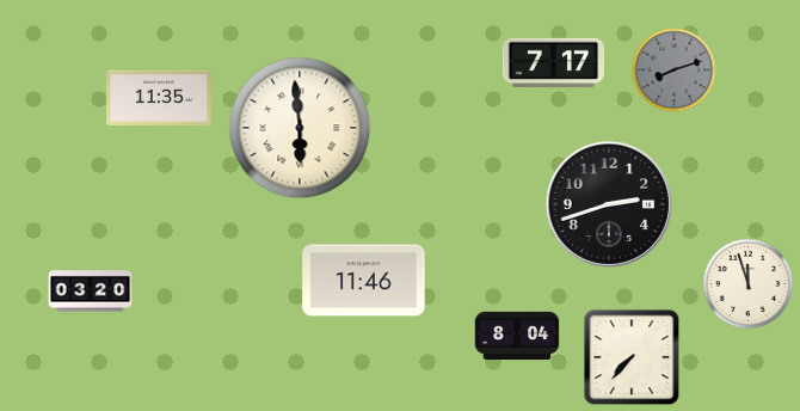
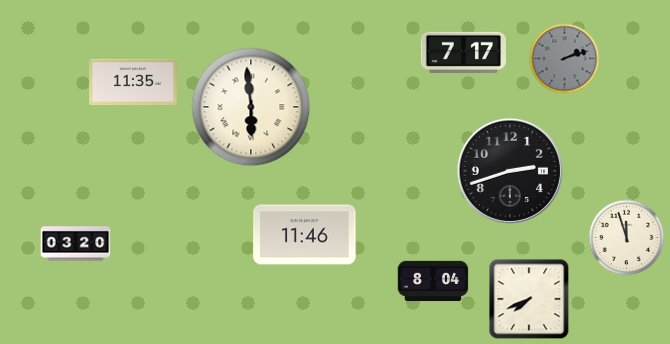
clock at (675, 70): 8:12 -> 2:12
clock at (632, 357): 7:37 -> 7:41
